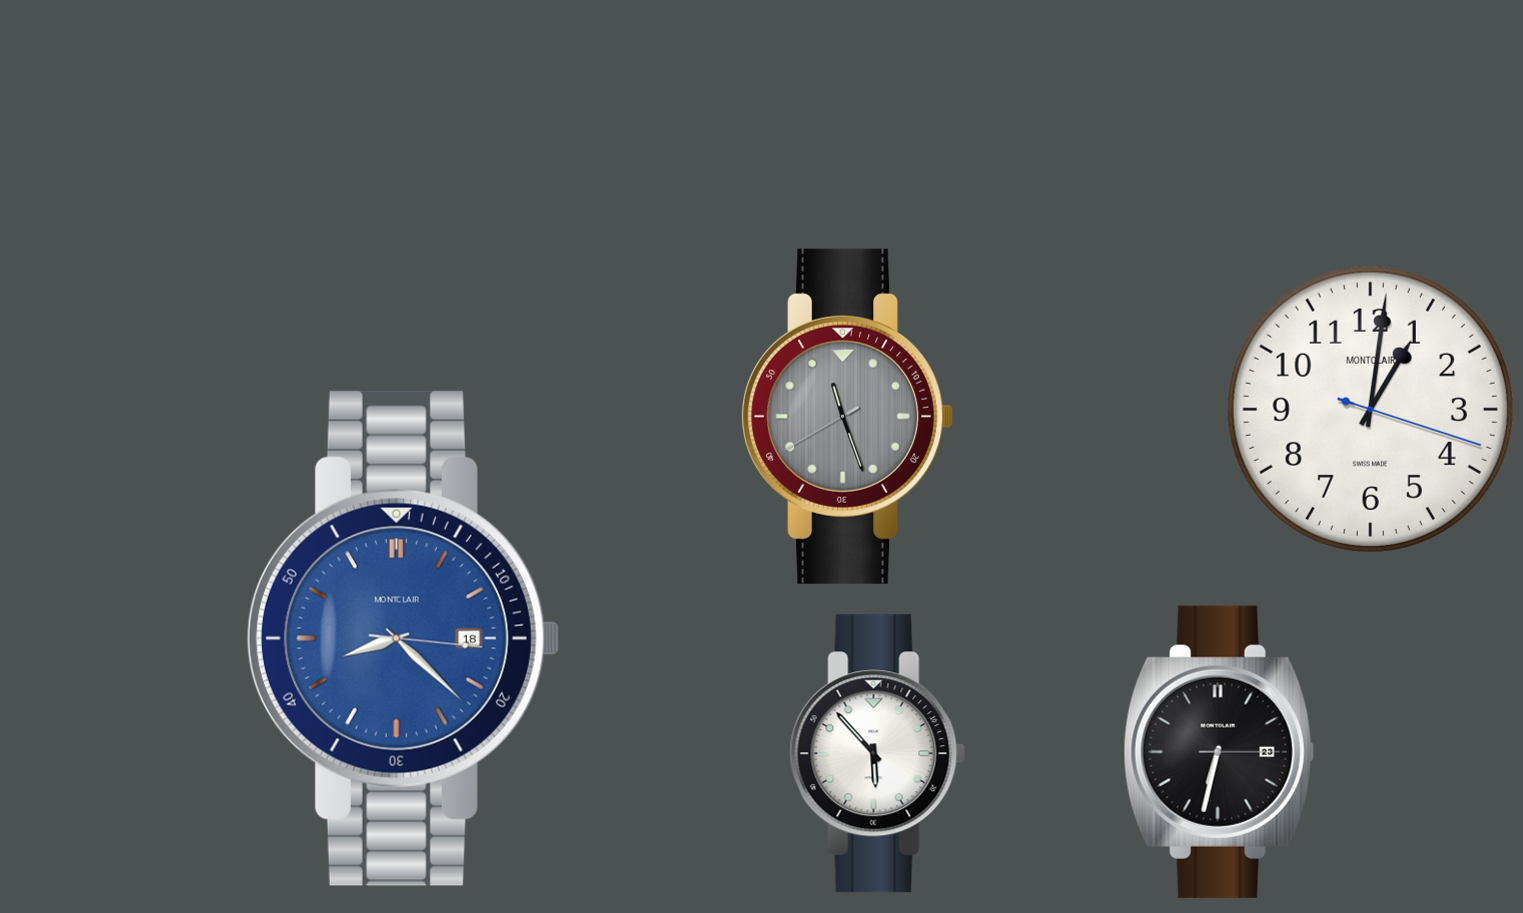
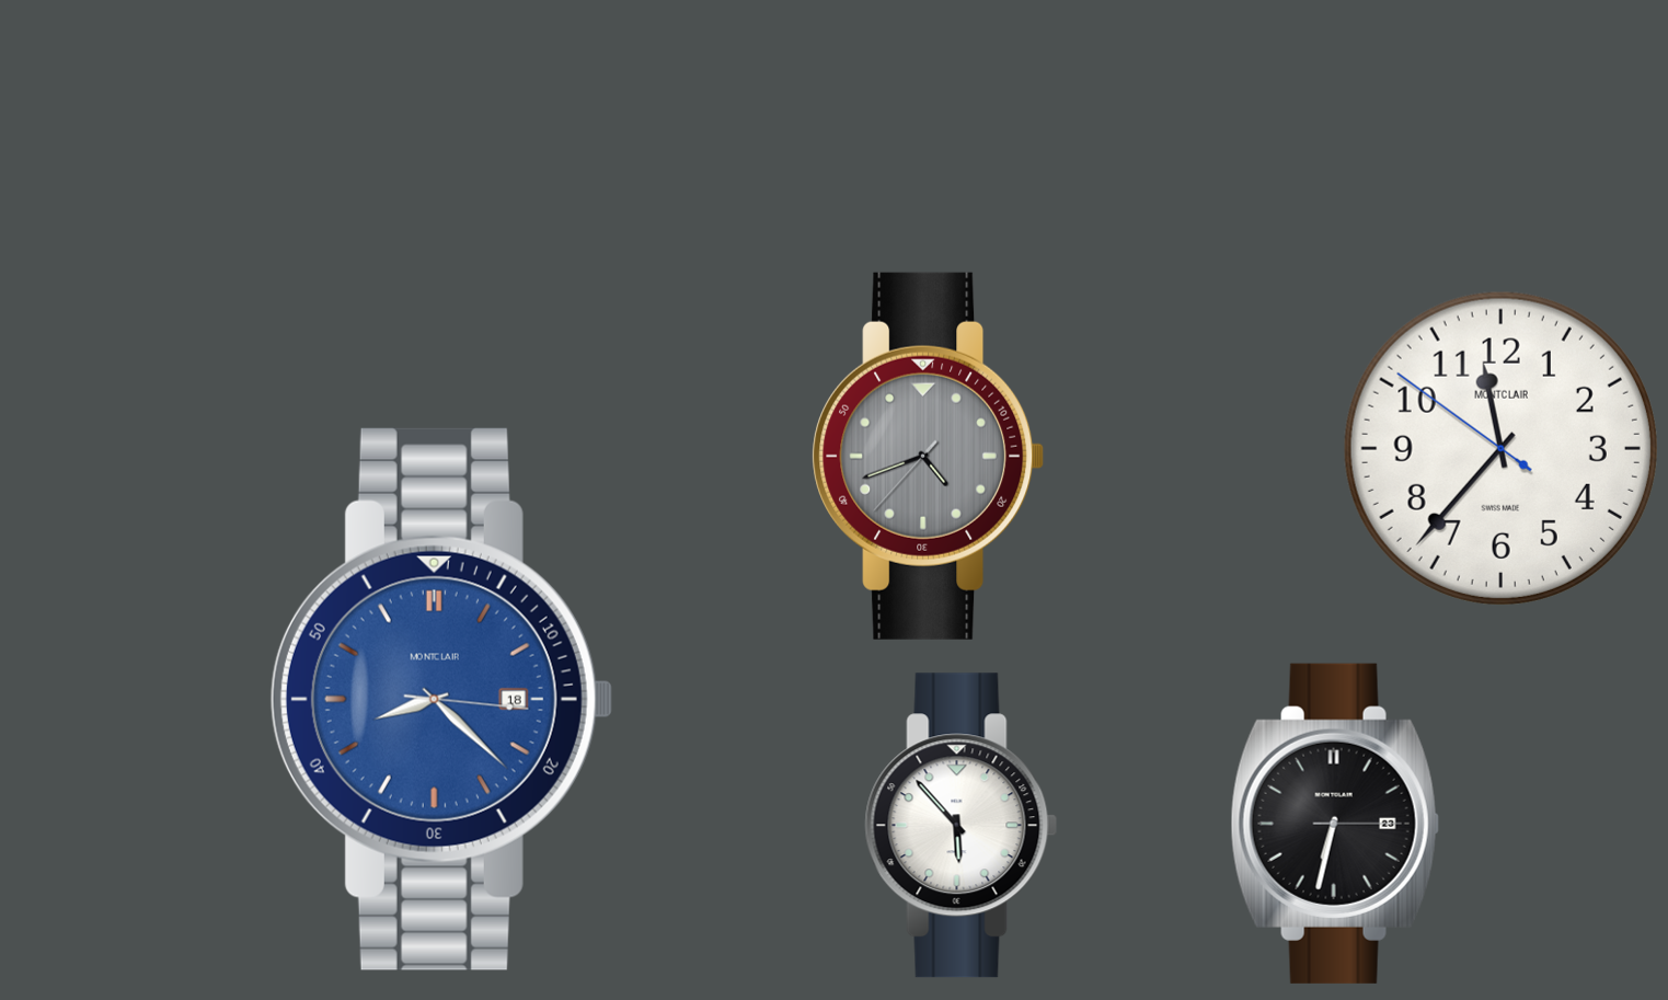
clock at (1370, 409): 1:01 -> 11:36
clock at (848, 416): 11:26 -> 4:41
